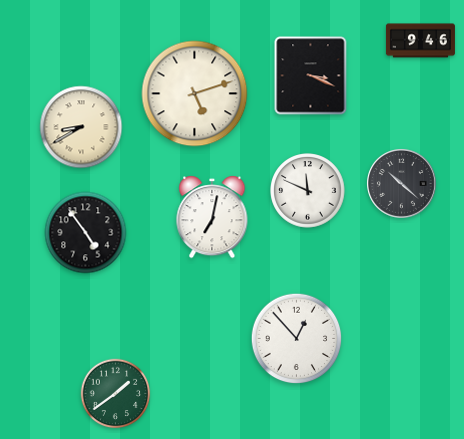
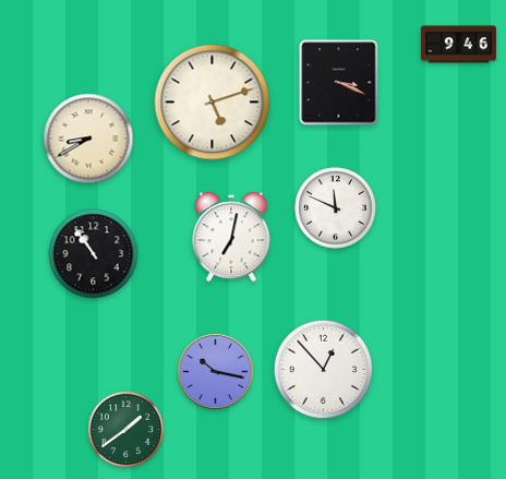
clock at (402, 184): 10:22 -> none
clock at (86, 233): 4:54 -> 10:54
clock at (216, 372): none -> 10:17
